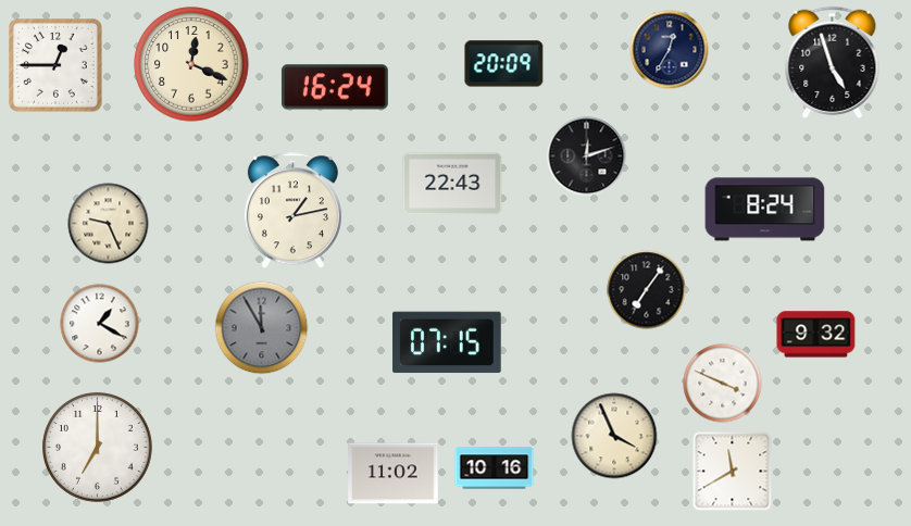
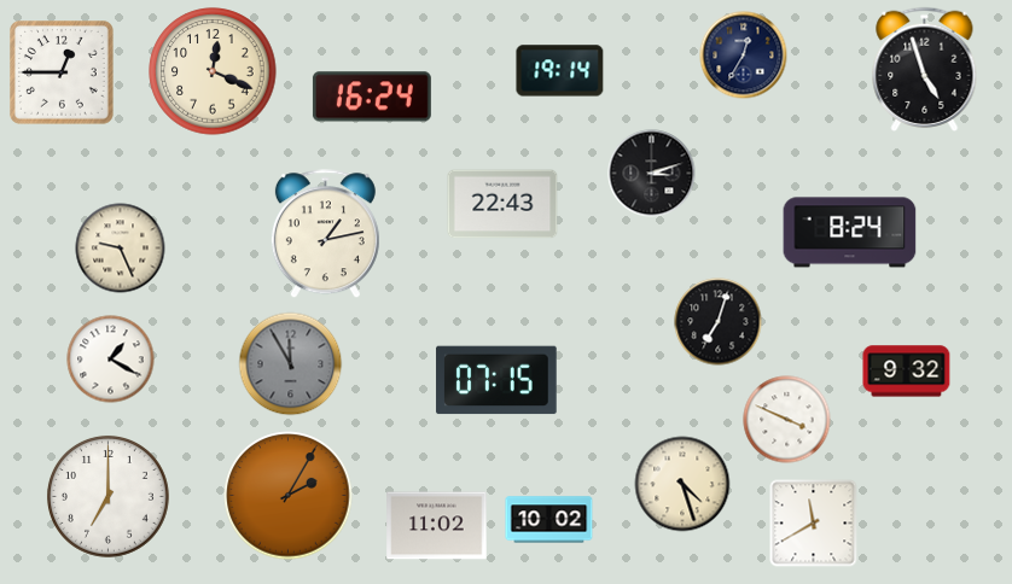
clock at (504, 64): 20:09 -> 19:14
clock at (587, 156): 12:12 -> 3:12
clock at (647, 290): 7:06 -> 7:03
clock at (723, 384) position: (723, 384) -> (787, 420)
clock at (614, 436): 3:56 -> 4:27
clock at (289, 496): none -> 2:05
clock at (495, 468): 10:16 -> 10:02
